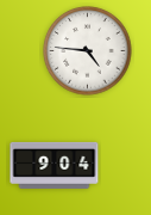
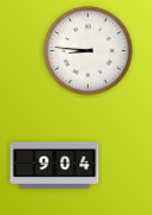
clock at (88, 51): 4:46 -> 8:46
